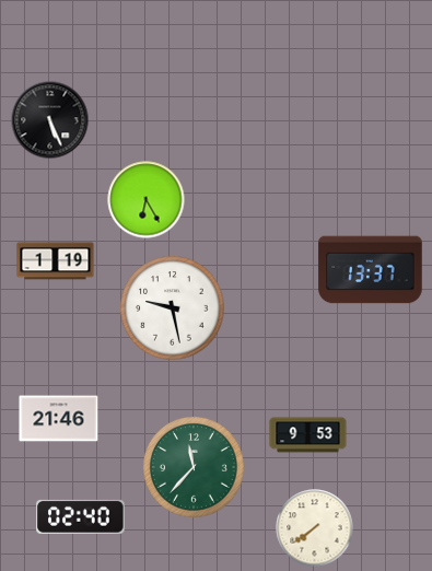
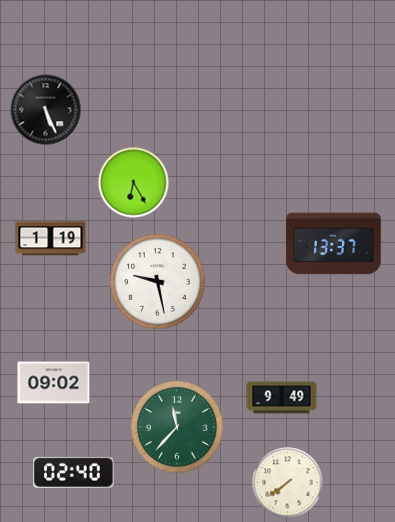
clock at (371, 270) position: (371, 270) -> (334, 244)
clock at (59, 419): 21:46 -> 09:02
clock at (308, 435): 9:53 -> 9:49
